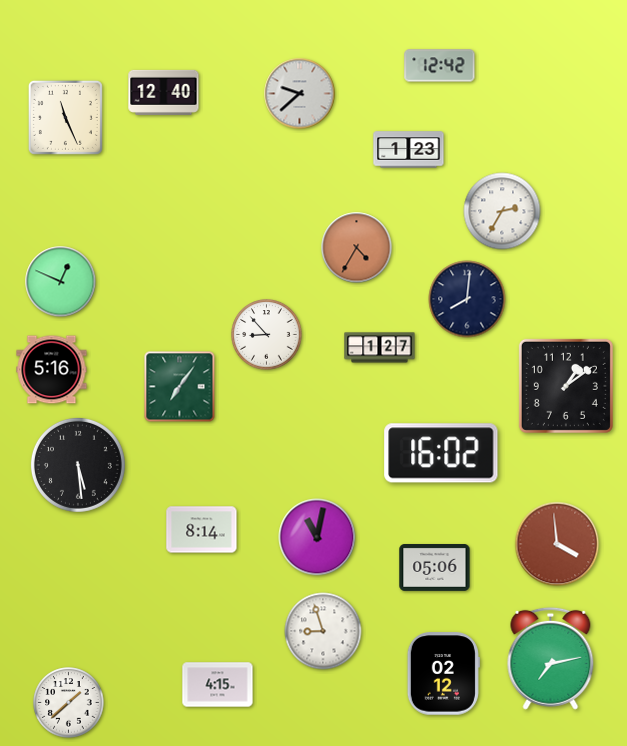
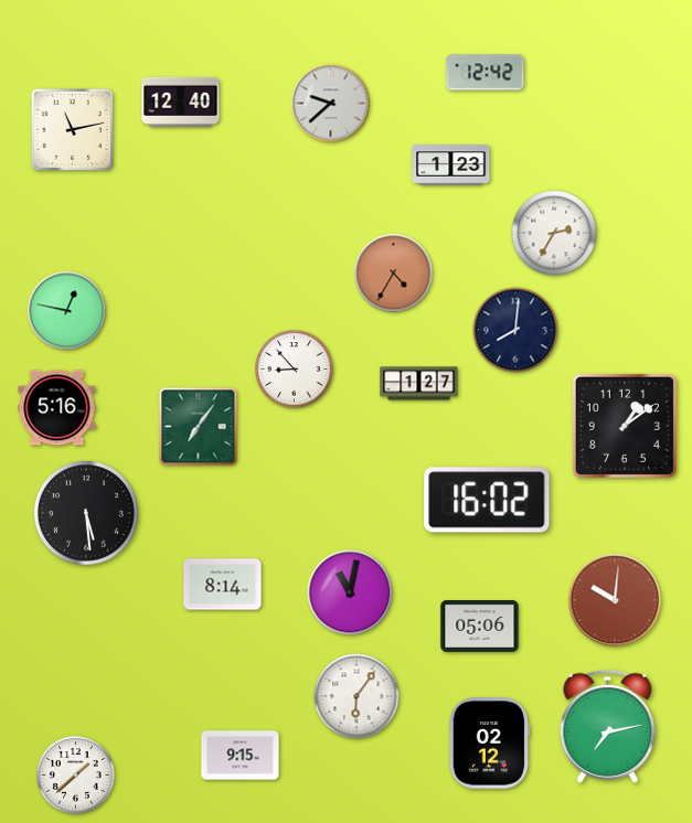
clock at (65, 117): 11:26 -> 11:13
clock at (61, 282): 12:49 -> 12:47
clock at (557, 544): 3:59 -> 10:01
clock at (323, 631): 8:57 -> 6:06
clock at (218, 685): 4:15 -> 9:15
